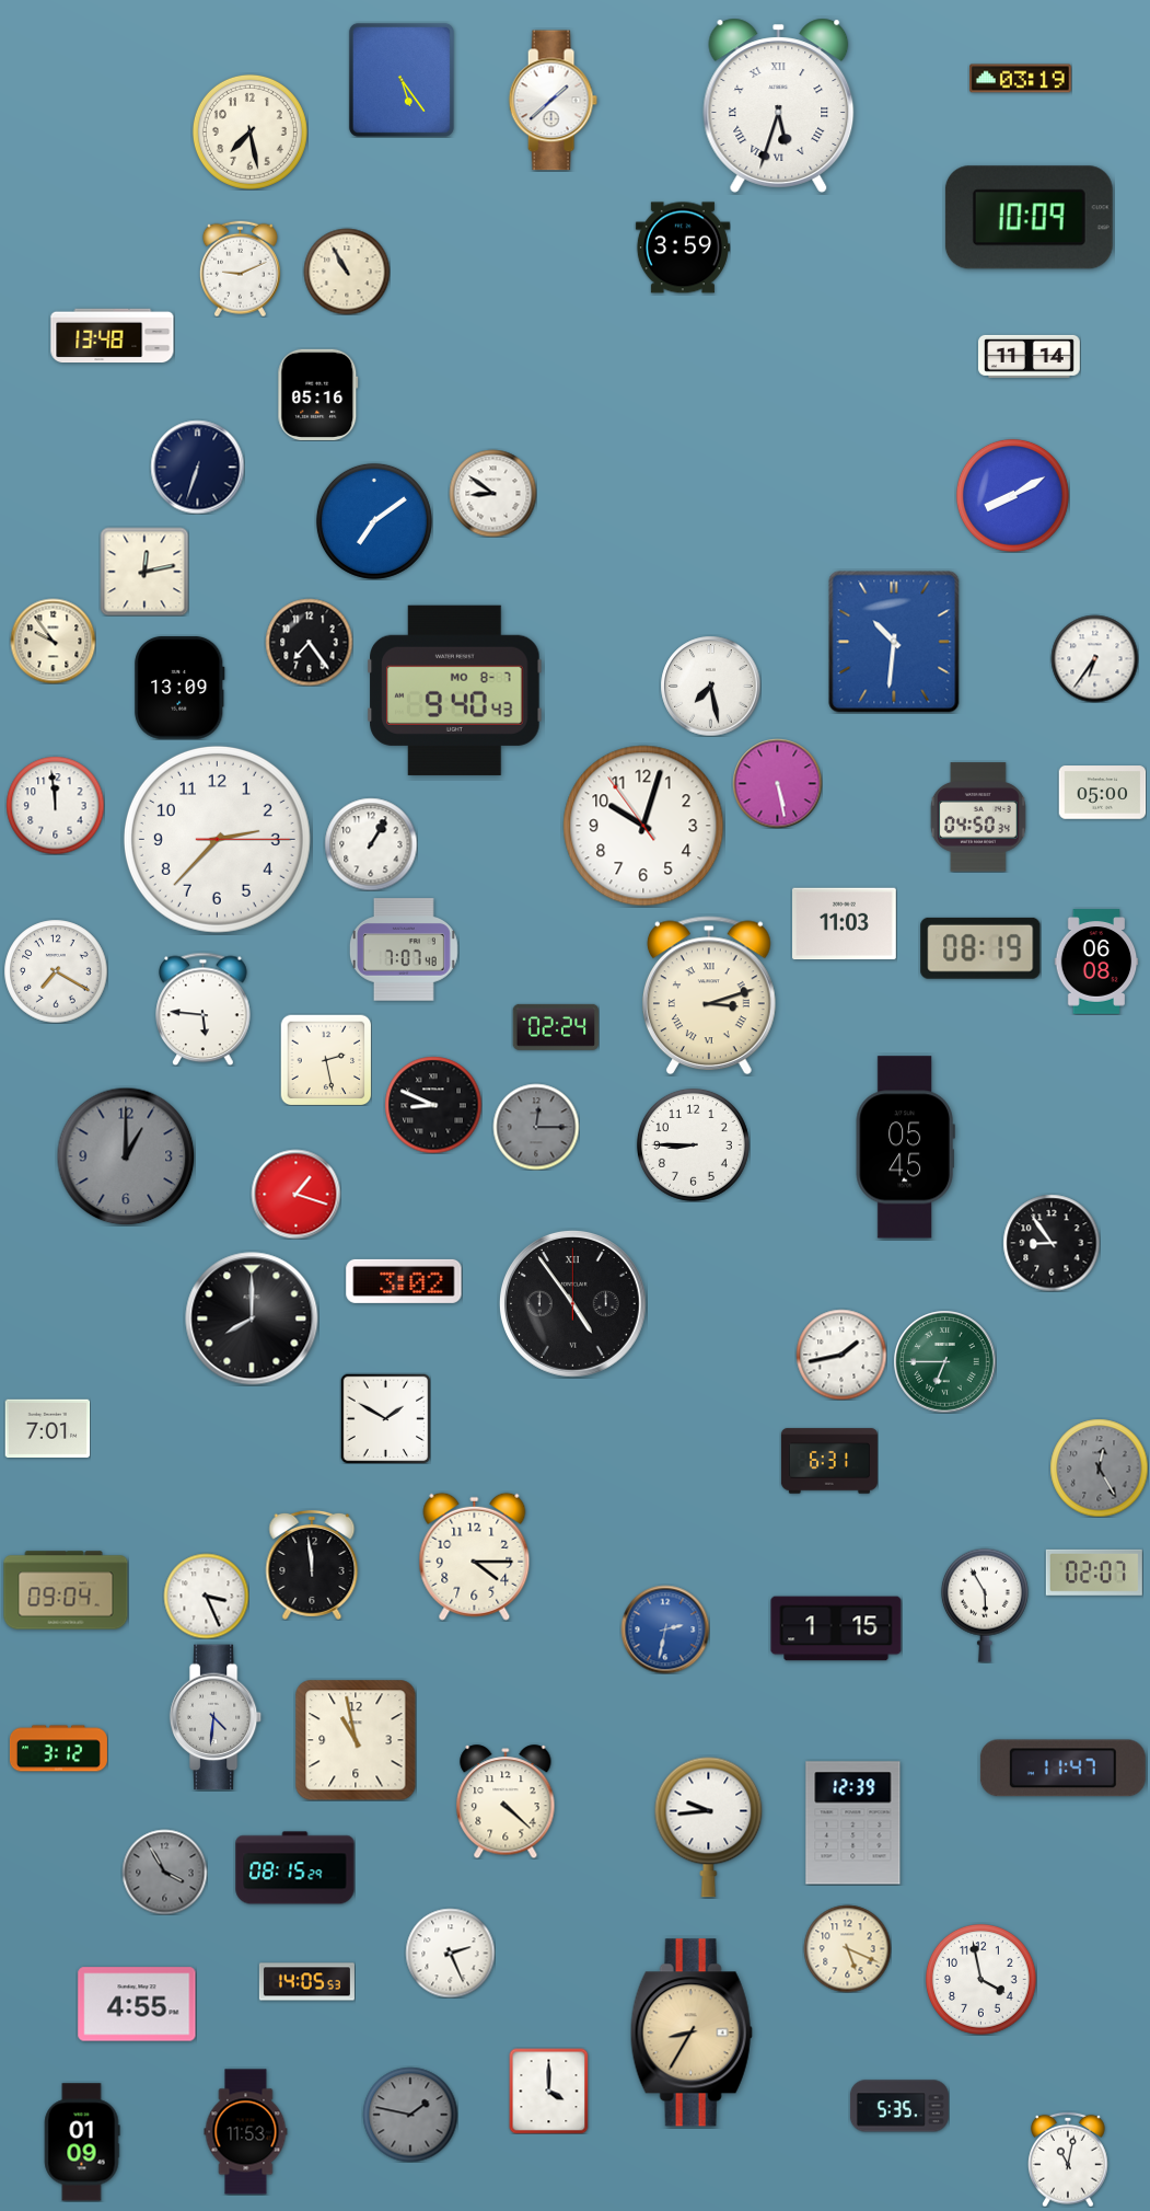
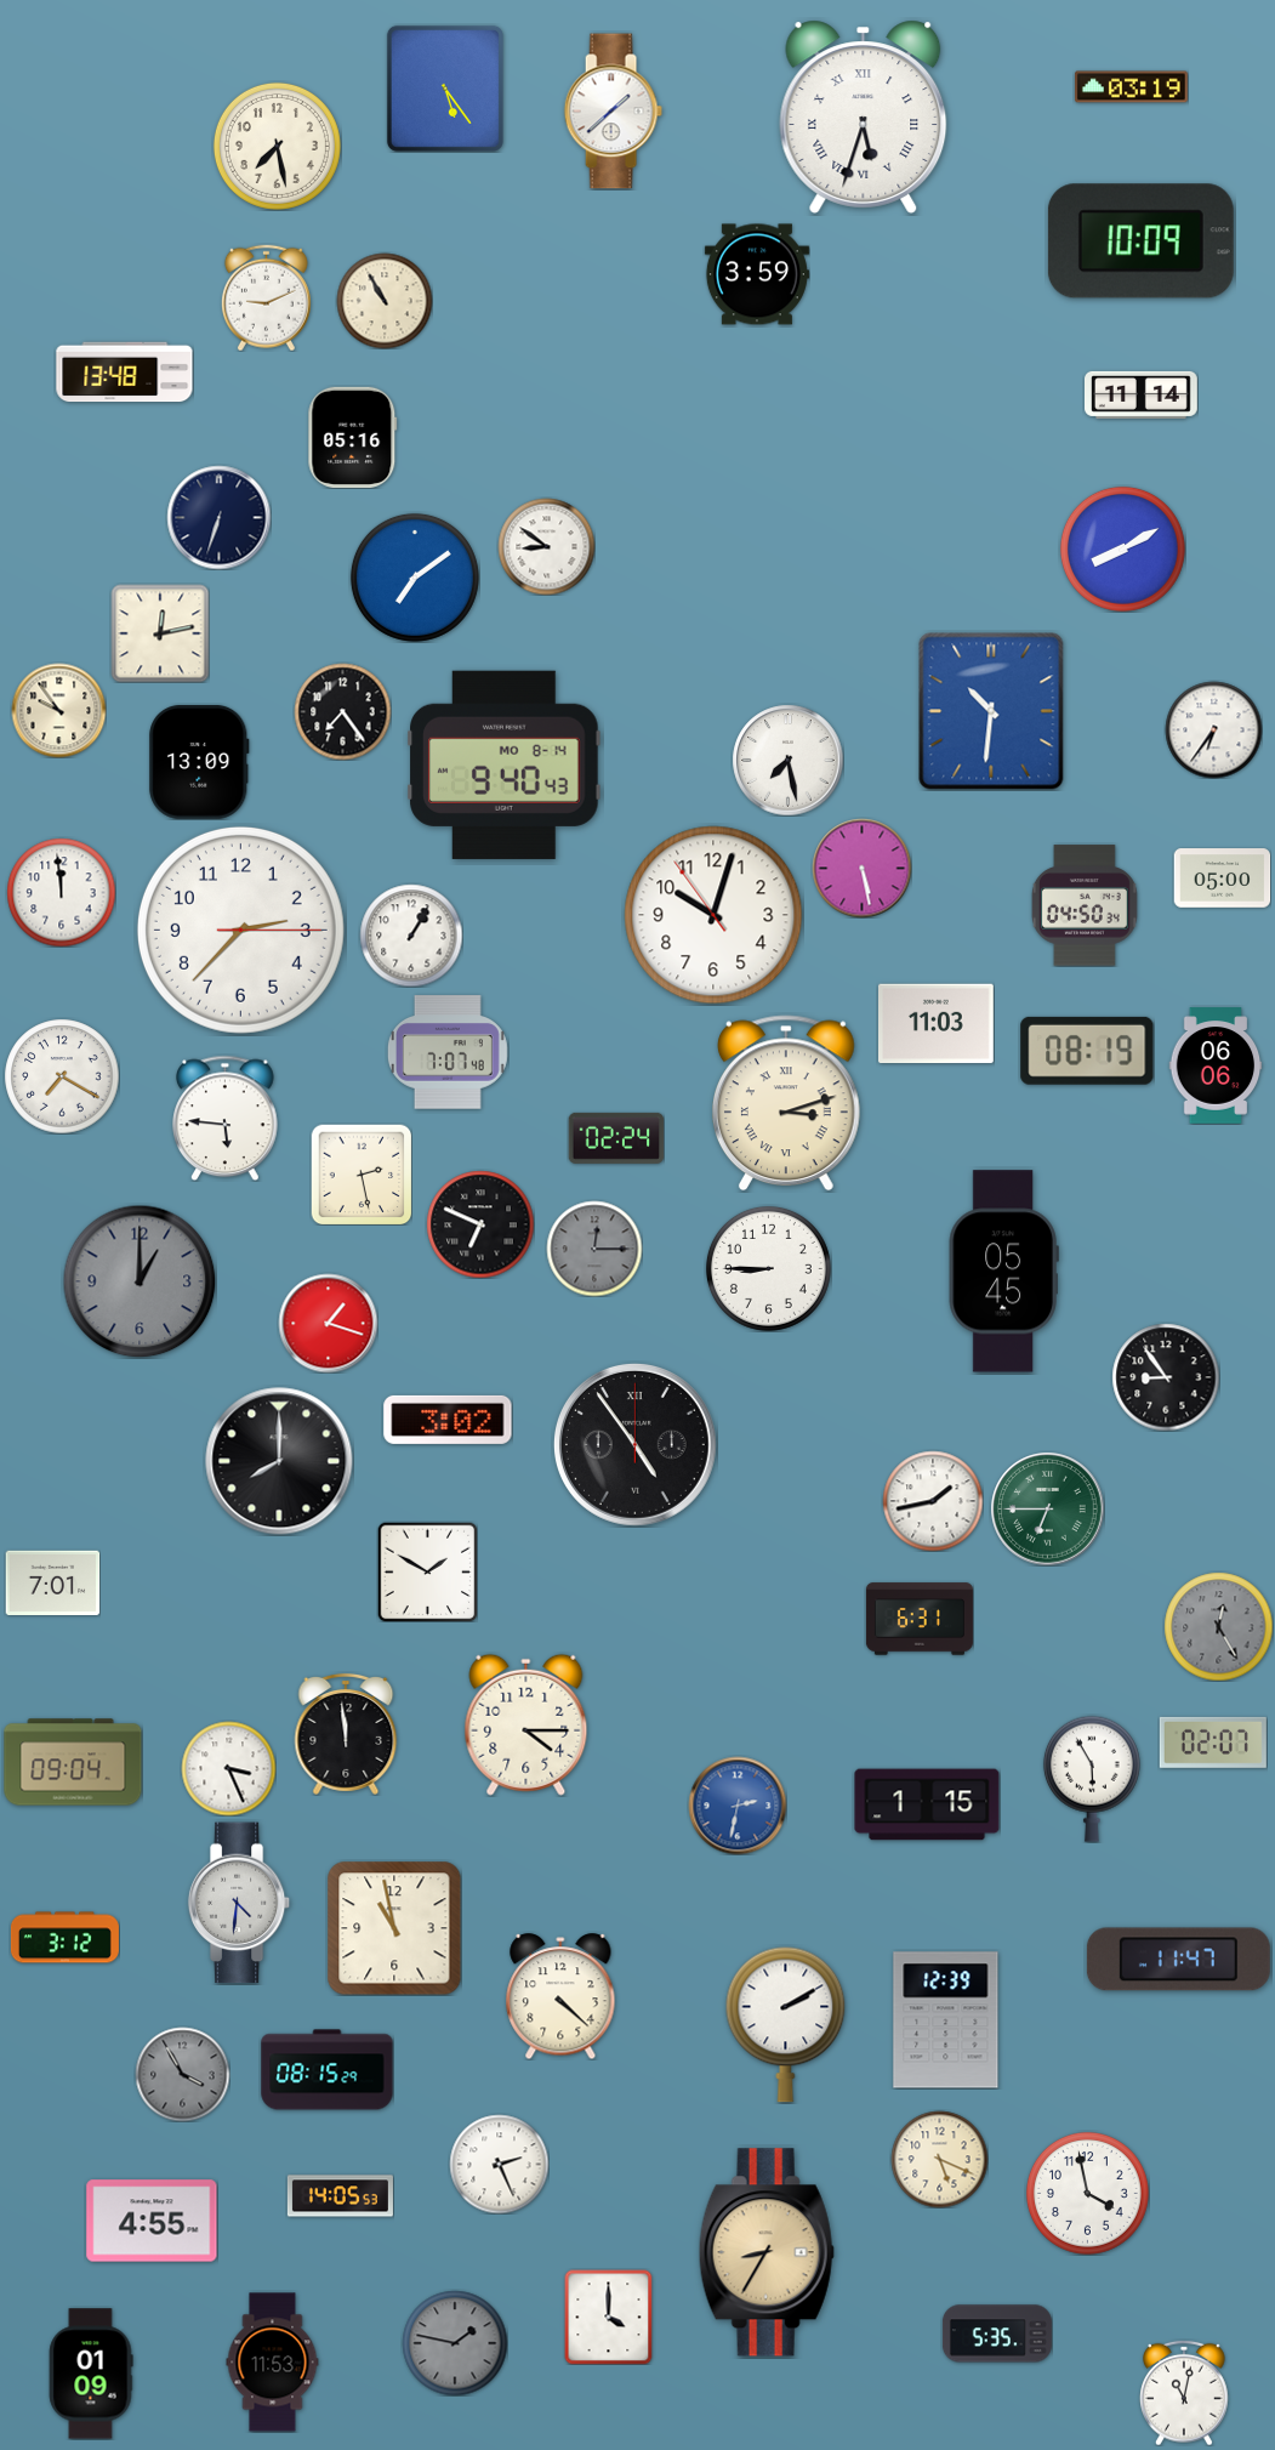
clock at (455, 690) date: MO 8-7 -> MO 8-14
clock at (1096, 961): 06:08 -> 06:06
clock at (433, 1105): 8:49 -> 6:49
clock at (709, 1827): 9:44 -> 2:10
